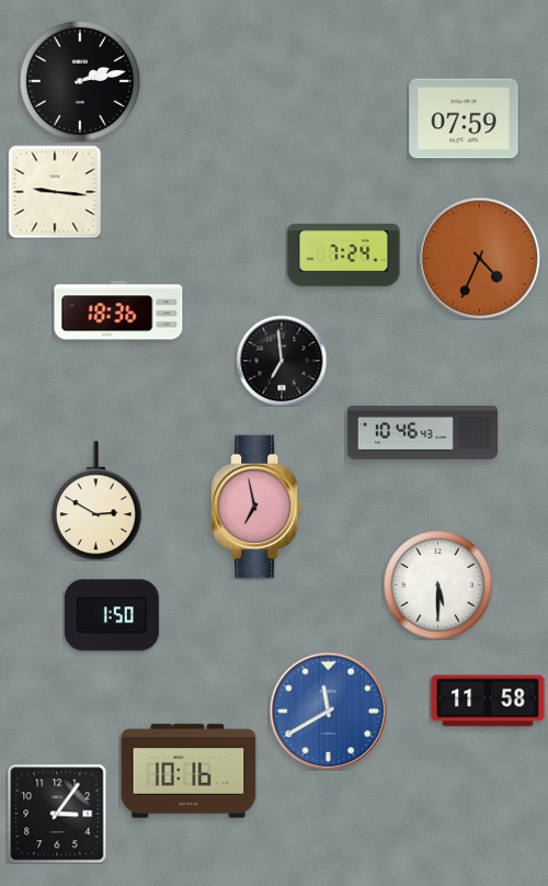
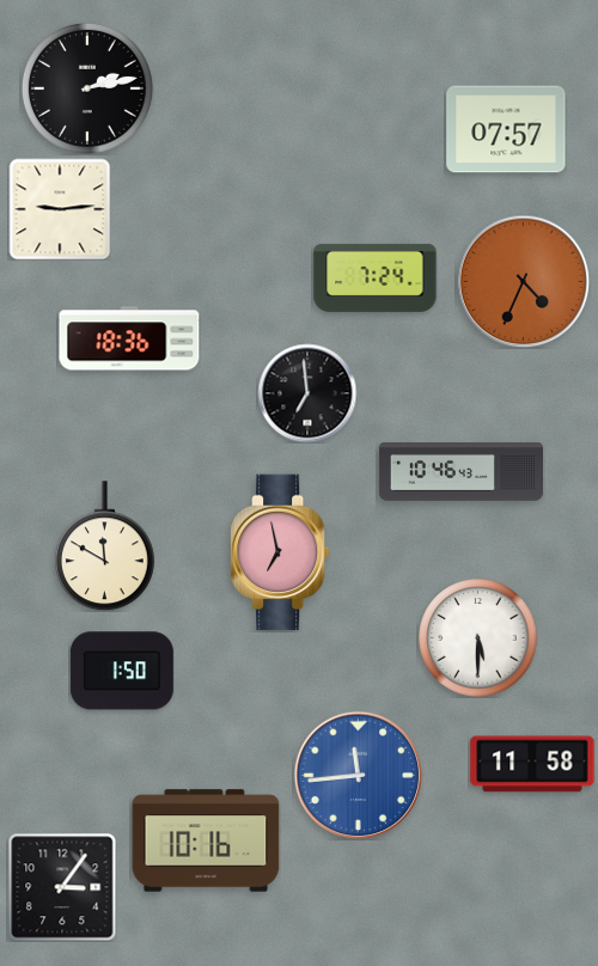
clock at (464, 118): 07:59 -> 07:57
clock at (55, 192): 9:16 -> 9:14
clock at (95, 501): 2:50 -> 11:50
clock at (328, 711): 11:40 -> 11:44
